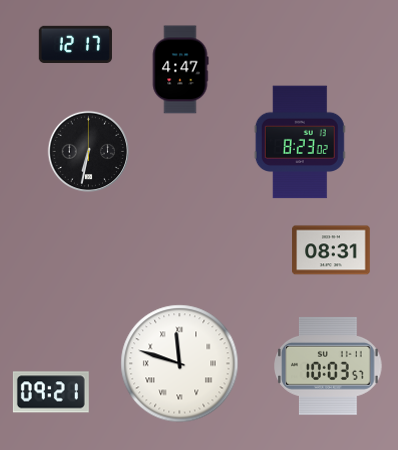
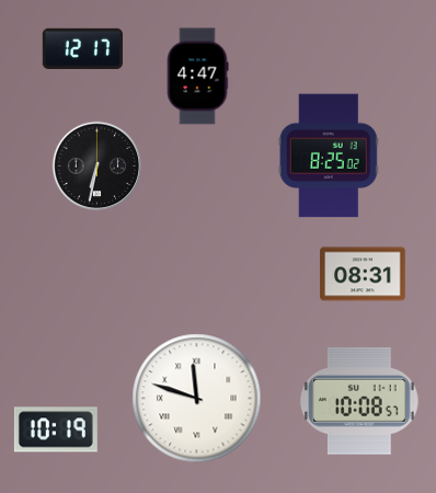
clock at (300, 142): 8:23 -> 8:25
clock at (328, 366): 10:03 -> 10:08
clock at (51, 392): 09:21 -> 10:19
